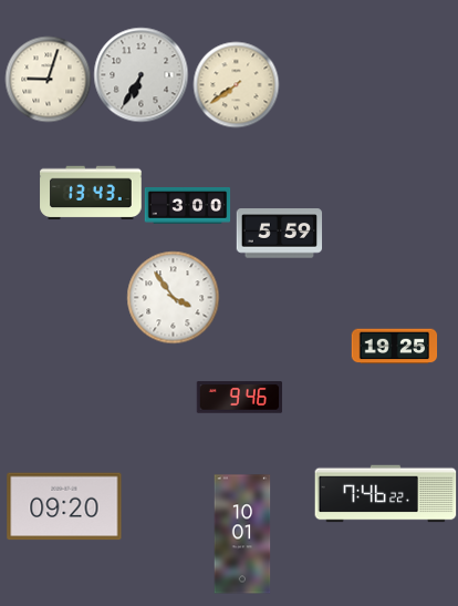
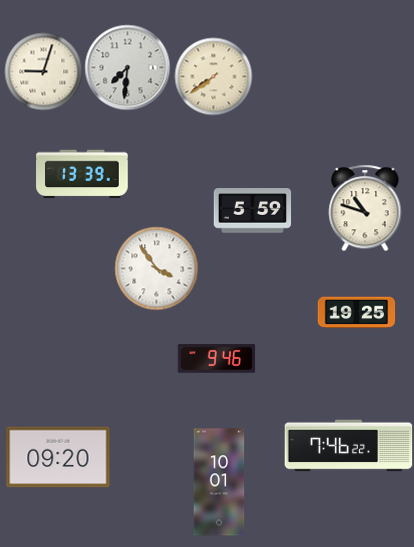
clock at (140, 74): 6:35 -> 7:31
clock at (91, 193): 13:43 -> 13:39
clock at (187, 206): 3:00 -> none
clock at (365, 208): none -> 10:48
